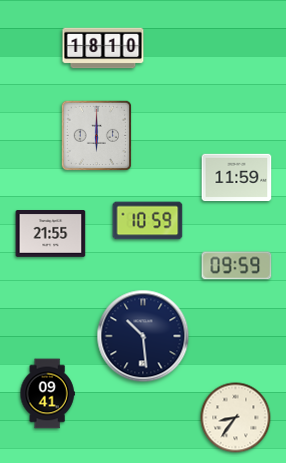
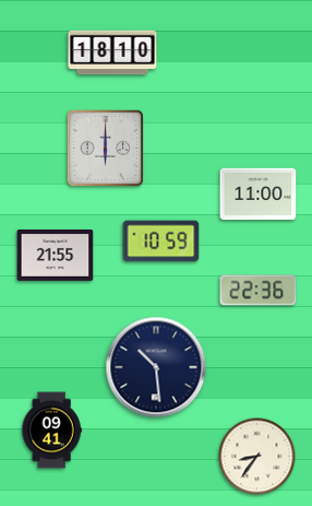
clock at (237, 178): 11:59 -> 11:00
clock at (237, 266): 09:59 -> 22:36
